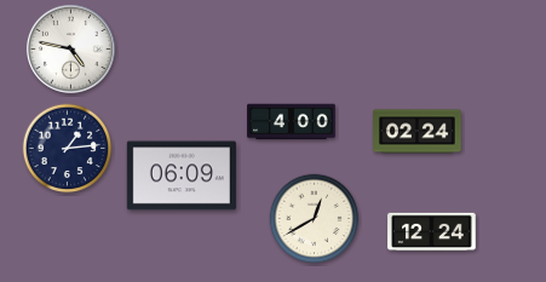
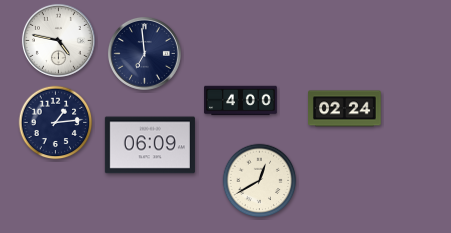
clock at (144, 53): none -> 6:59
clock at (432, 232): 12:24 -> none
